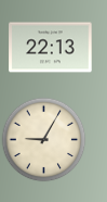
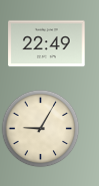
clock at (51, 48): 22:13 -> 22:49
